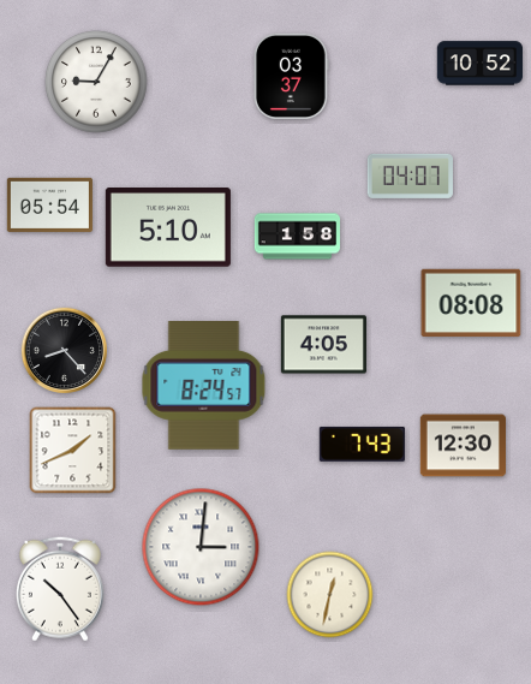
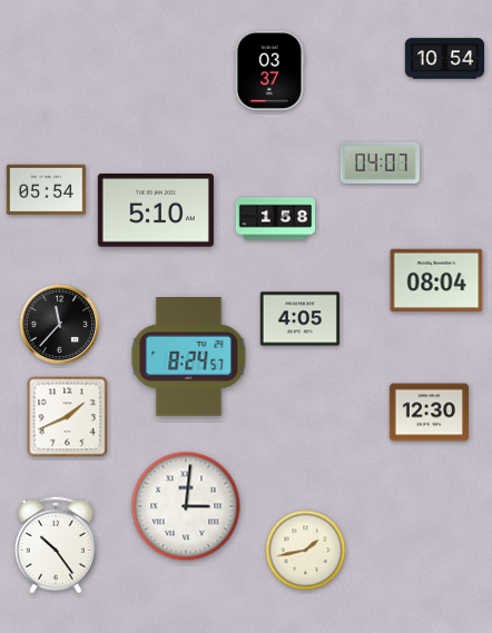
clock at (479, 64): 10:52 -> 10:54
clock at (96, 82): 9:05 -> none
clock at (471, 303): 08:08 -> 08:04
clock at (64, 350): 8:23 -> 11:37
clock at (362, 444): 7:43 -> none
clock at (330, 595): 12:32 -> 1:43
